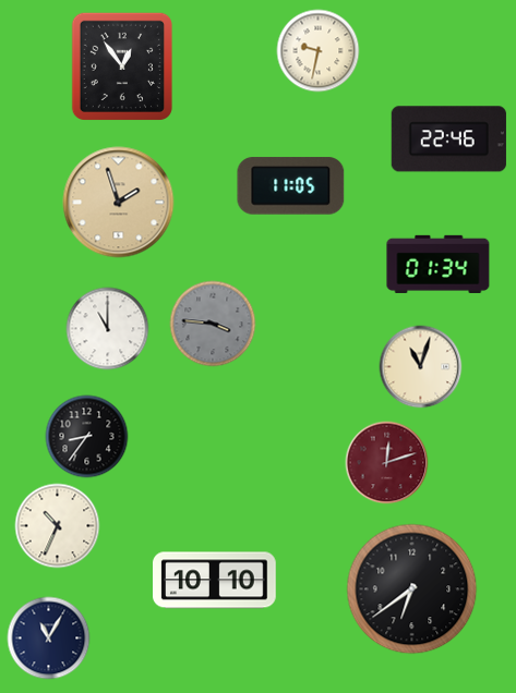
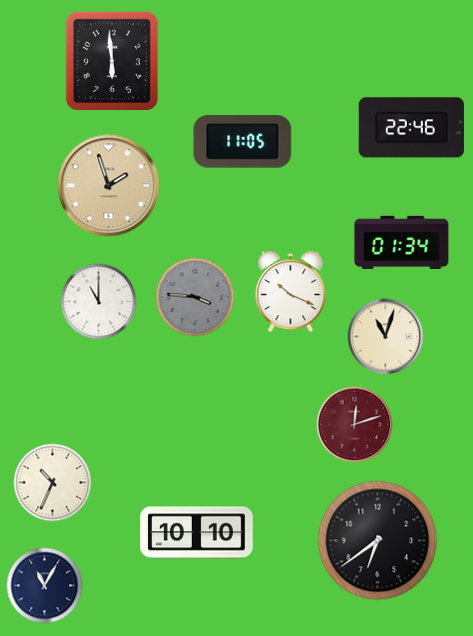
clock at (319, 51): 9:32 -> none
clock at (122, 66): 12:54 -> 5:59
clock at (291, 186) position: (291, 186) -> (243, 142)
clock at (291, 292): none -> 10:19
clock at (87, 437): 8:36 -> none
